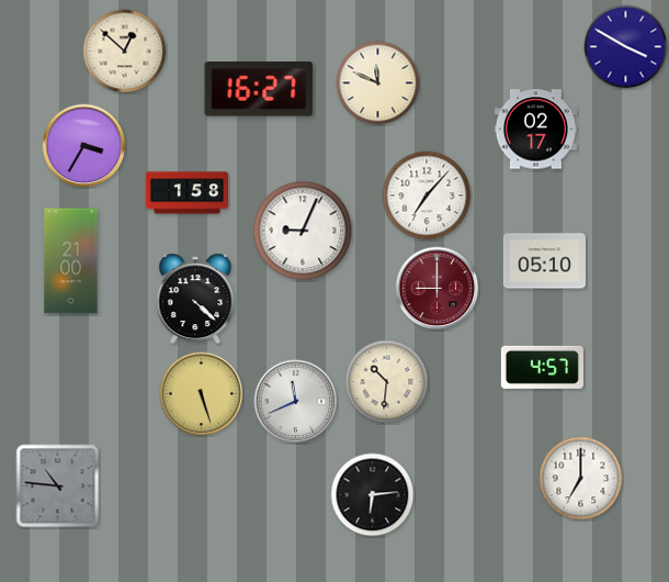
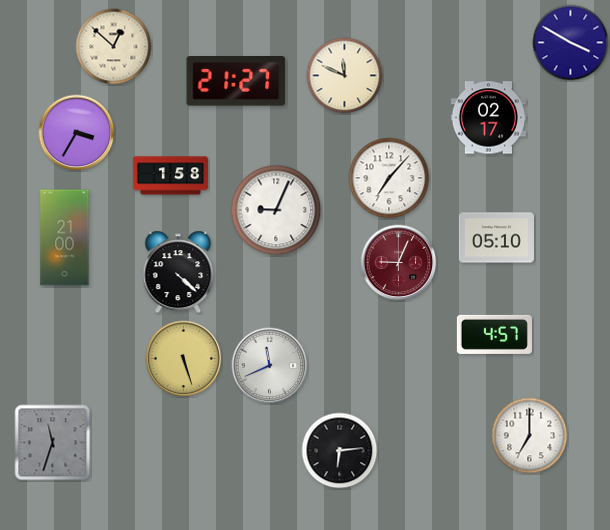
clock at (259, 90): 16:27 -> 21:27
clock at (438, 289): 9:00 -> 9:04
clock at (387, 382): 10:31 -> none
clock at (58, 486): 10:46 -> 11:33
